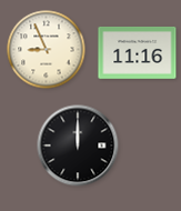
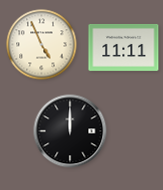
clock at (47, 50): 8:56 -> 4:56
clock at (138, 53): 11:16 -> 11:11
